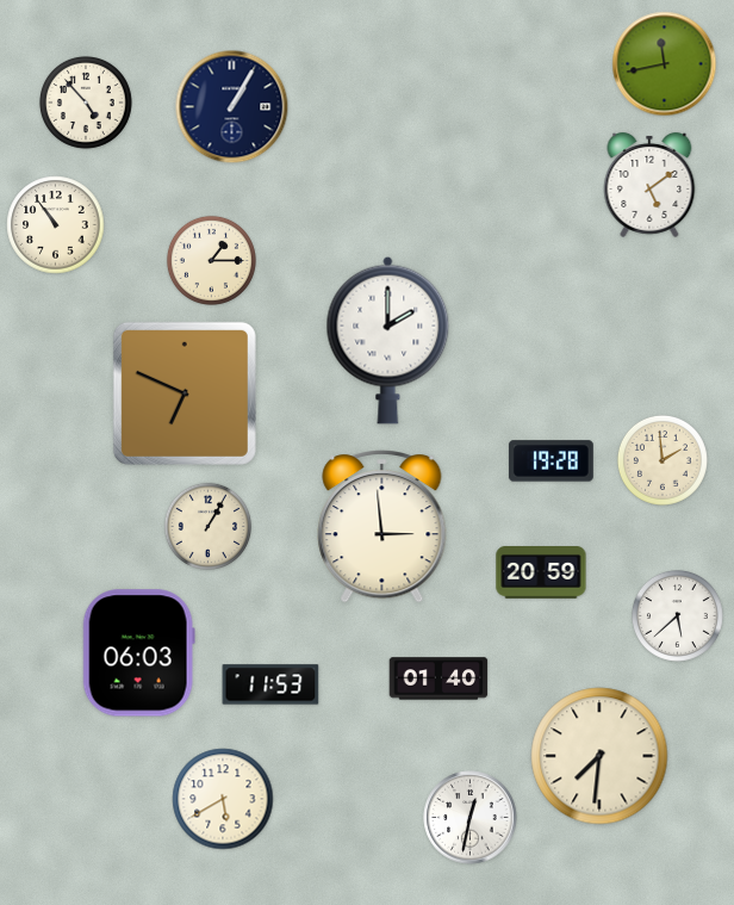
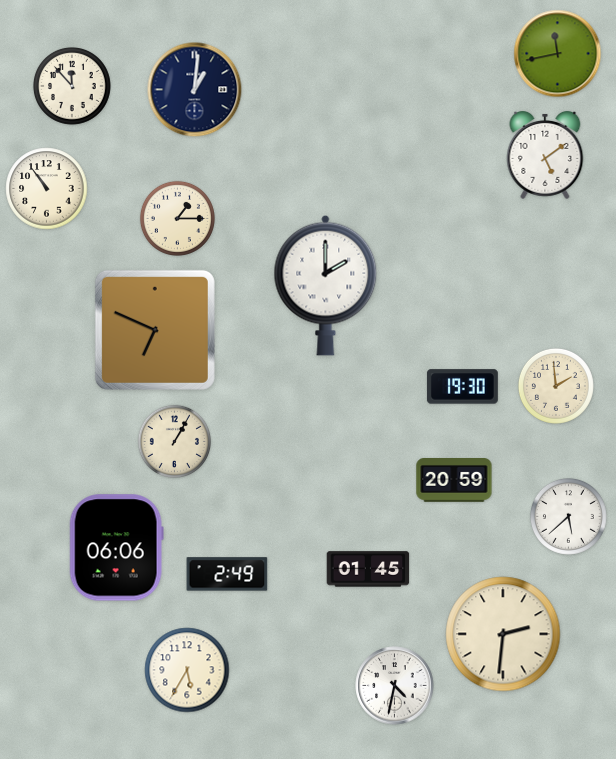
clock at (87, 104): 4:53 -> 11:53
clock at (232, 107): 1:05 -> 1:01
clock at (550, 461): 19:28 -> 19:30
clock at (382, 527): 2:59 -> none
clock at (138, 653): 06:03 -> 06:06
clock at (438, 678): 01:40 -> 01:45
clock at (270, 684): 11:53 -> 2:49
clock at (599, 756): 7:31 -> 2:31
clock at (223, 799): 5:40 -> 5:35
clock at (471, 818): 12:32 -> 4:32
